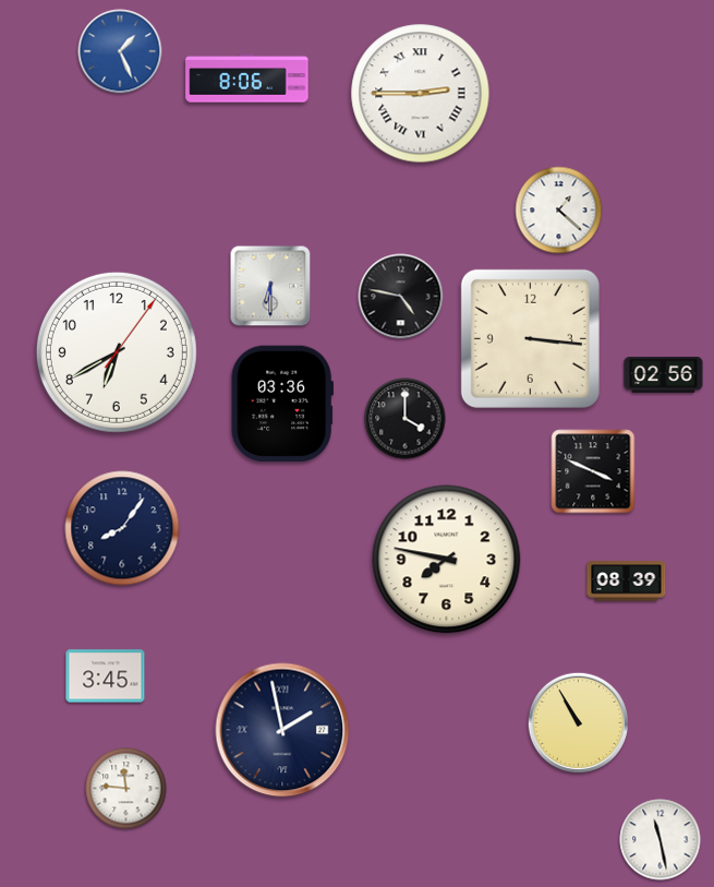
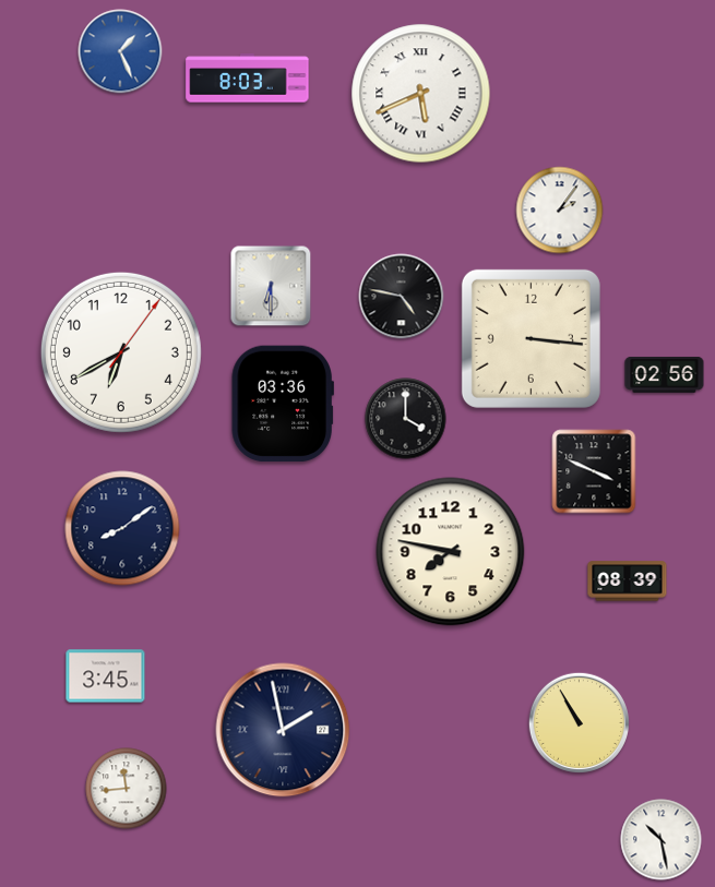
clock at (247, 79): 8:06 -> 8:03
clock at (421, 94): 2:45 -> 5:41
clock at (559, 211): 1:22 -> 2:06
clock at (117, 352) position: (117, 352) -> (121, 352)
clock at (122, 528): 8:06 -> 8:09
clock at (447, 560) position: (447, 560) -> (451, 552)
clock at (126, 789): 11:46 -> 11:44
clock at (661, 840): 11:28 -> 10:28
